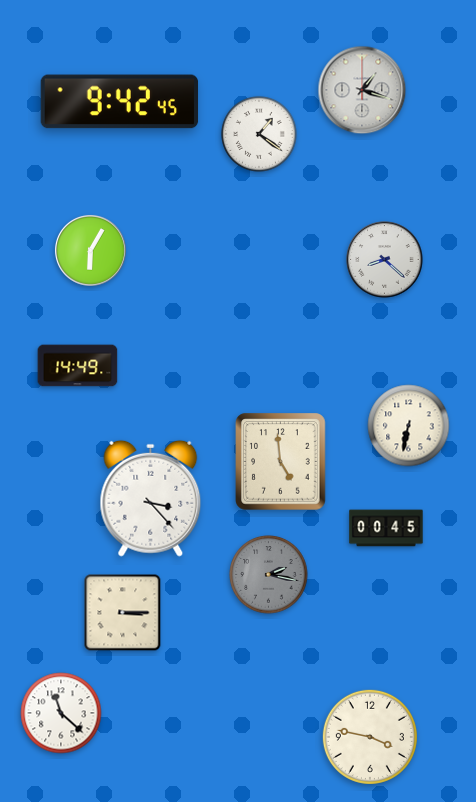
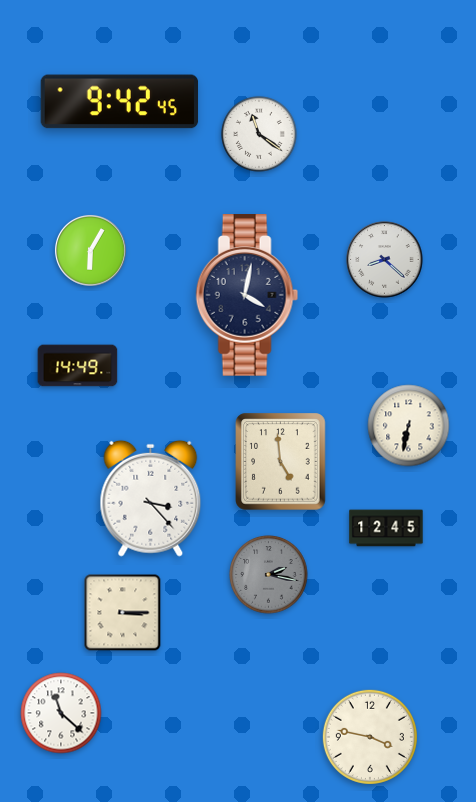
clock at (362, 90): 1:18 -> none
clock at (259, 134): 1:21 -> 11:21
clock at (247, 296): none -> 4:02
clock at (386, 528): 00:45 -> 12:45
